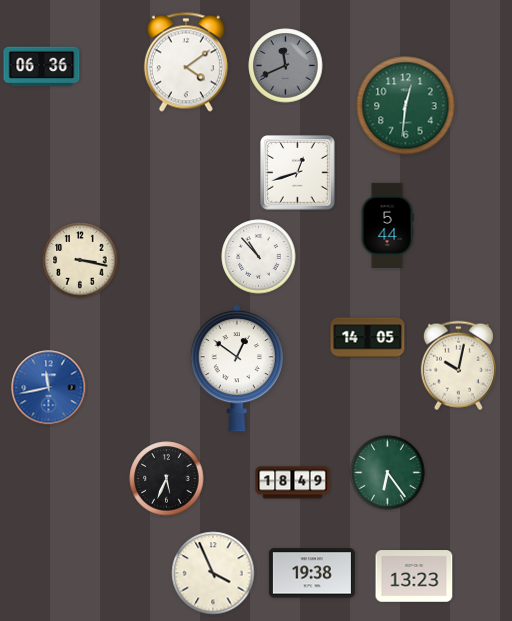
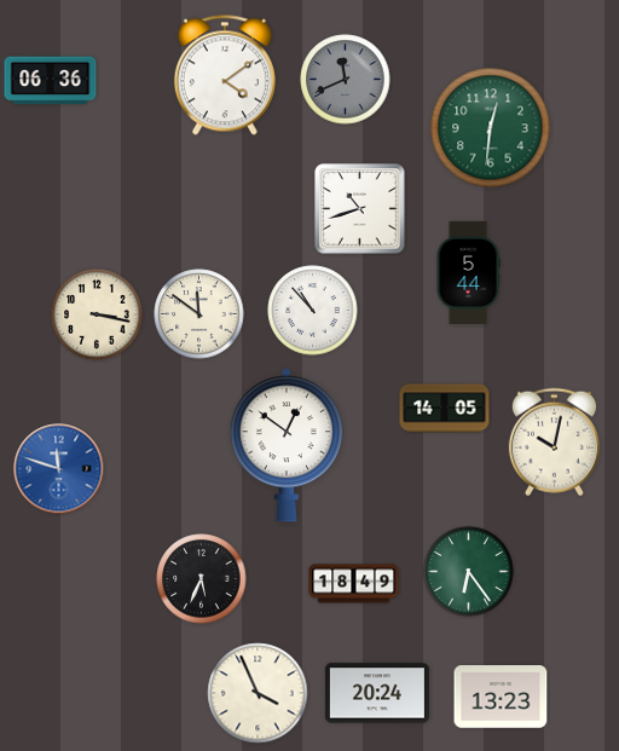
clock at (298, 173): 12:42 -> 10:42
clock at (199, 314): none -> 11:51
clock at (49, 388): 11:43 -> 11:48
clock at (312, 573): 19:38 -> 20:24
